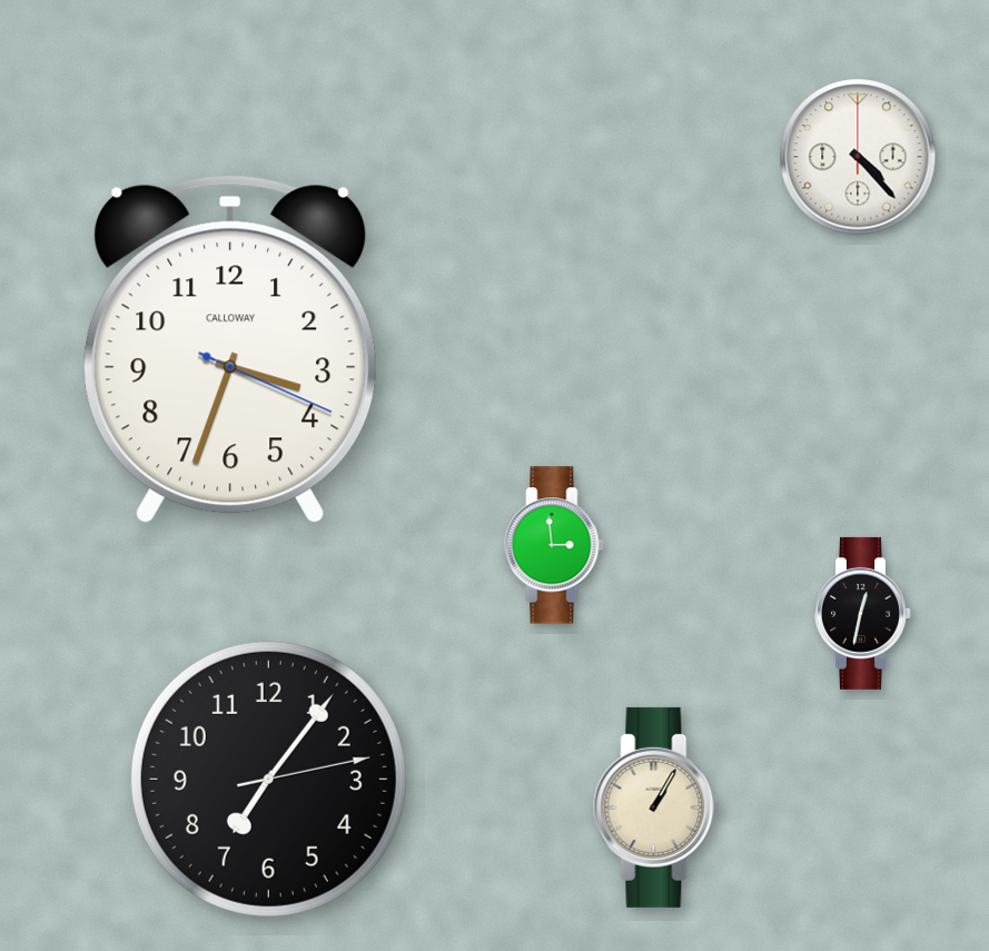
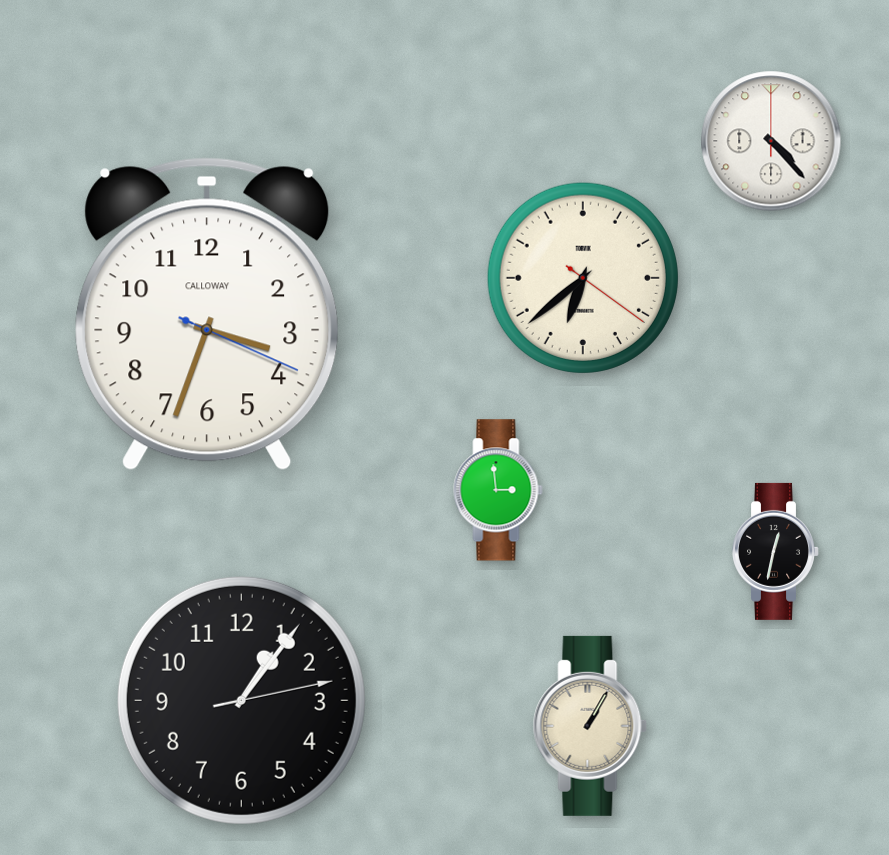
clock at (583, 278): none -> 6:38
clock at (268, 779): 7:06 -> 1:06
